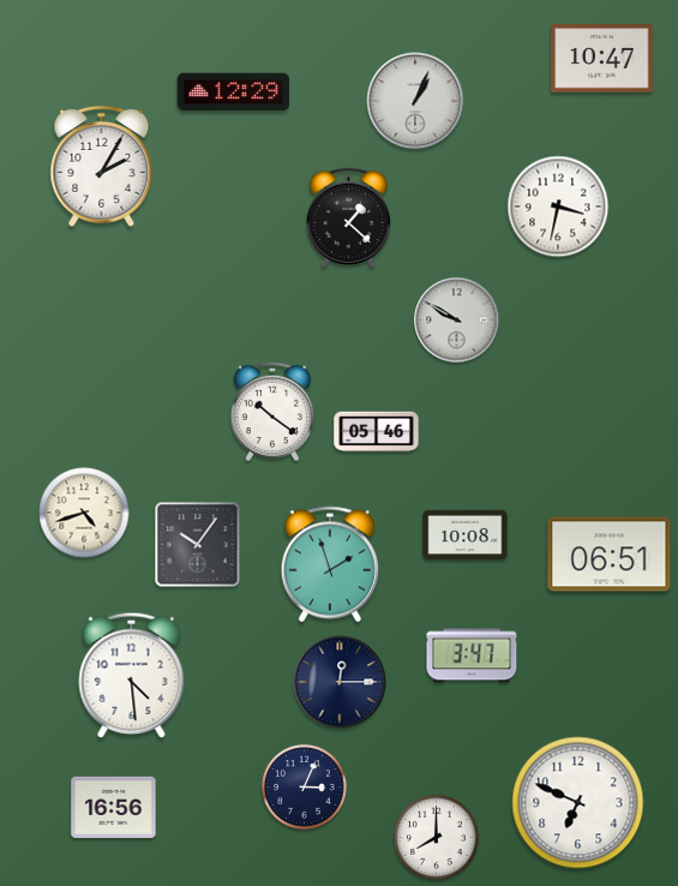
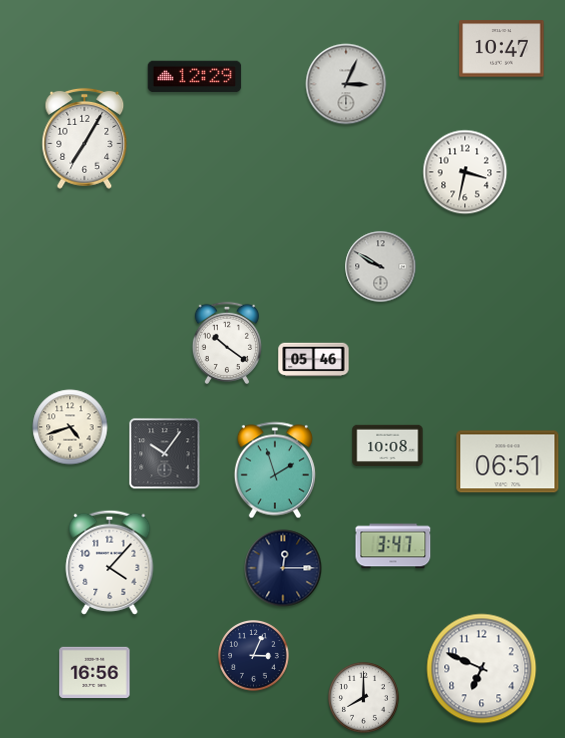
clock at (415, 101): 1:04 -> 3:04
clock at (102, 166): 2:05 -> 7:05
clock at (349, 217): 1:22 -> none
clock at (132, 675): 4:29 -> 4:07
